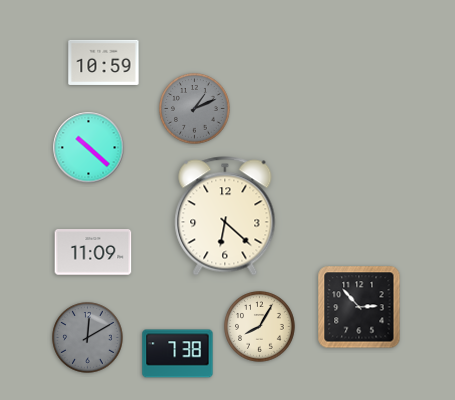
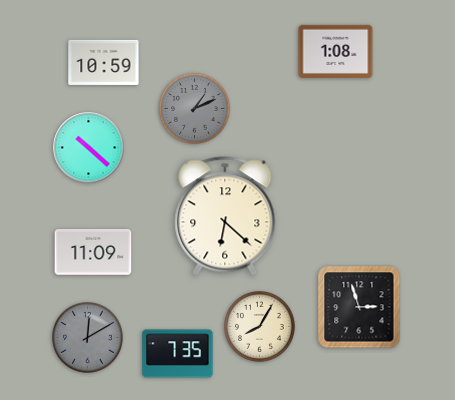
clock at (336, 51): none -> 1:08
clock at (359, 307): 2:53 -> 2:57
clock at (178, 354): 7:38 -> 7:35
